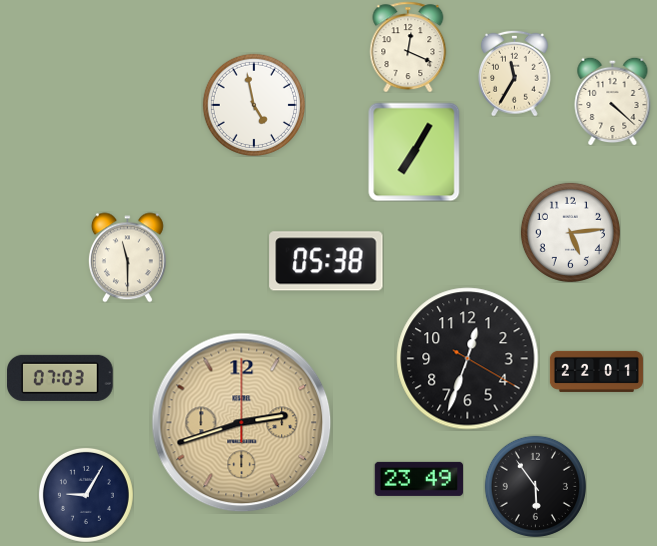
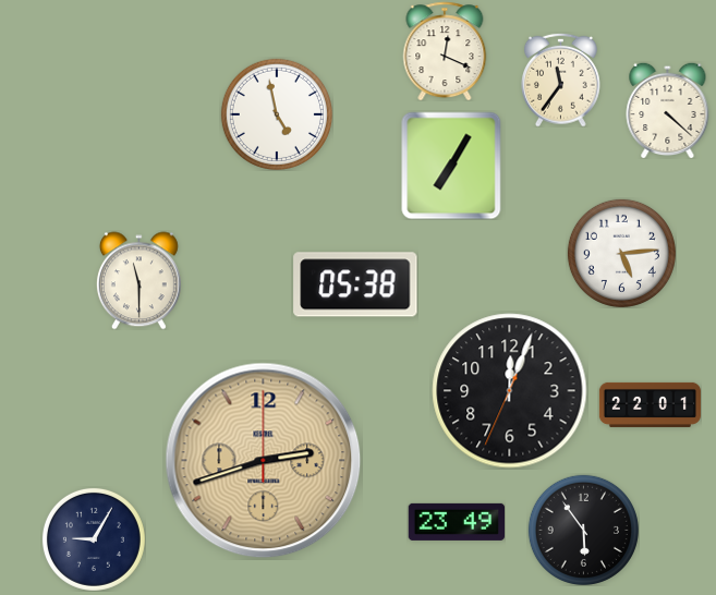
clock at (515, 73): 11:35 -> 11:36
clock at (468, 359): 12:33 -> 12:03
clock at (61, 378): 07:03 -> none
